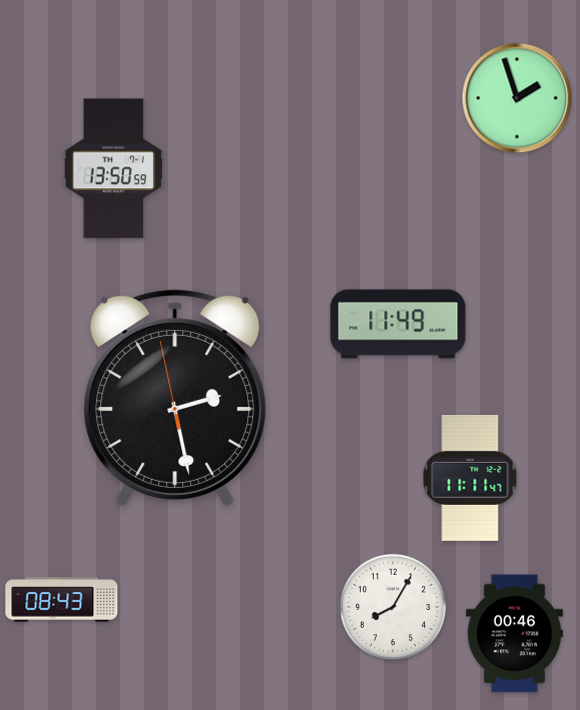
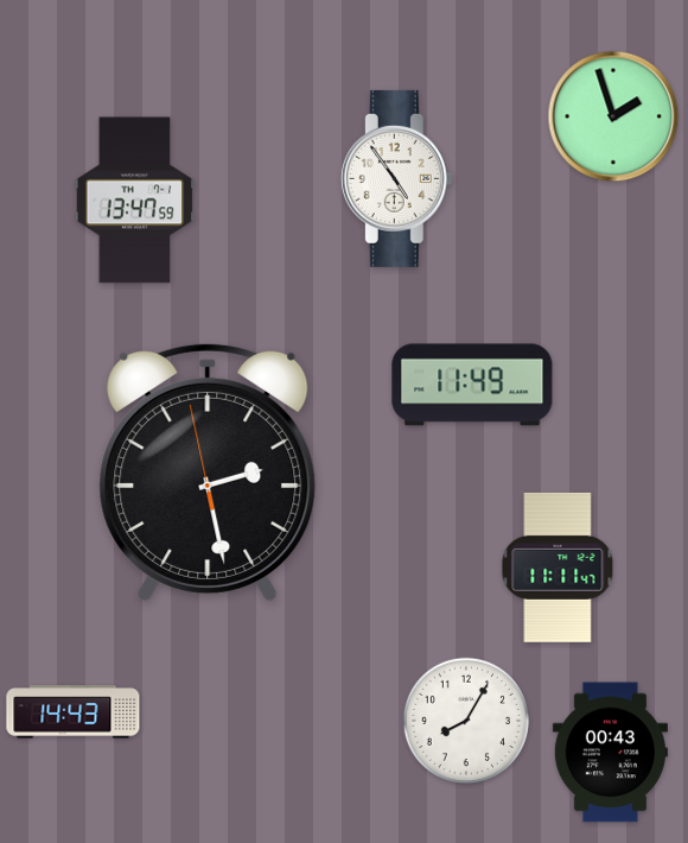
clock at (396, 178): none -> 4:54
clock at (114, 169): 13:50 -> 13:47
clock at (62, 600): 08:43 -> 14:43
clock at (514, 634): 00:46 -> 00:43
